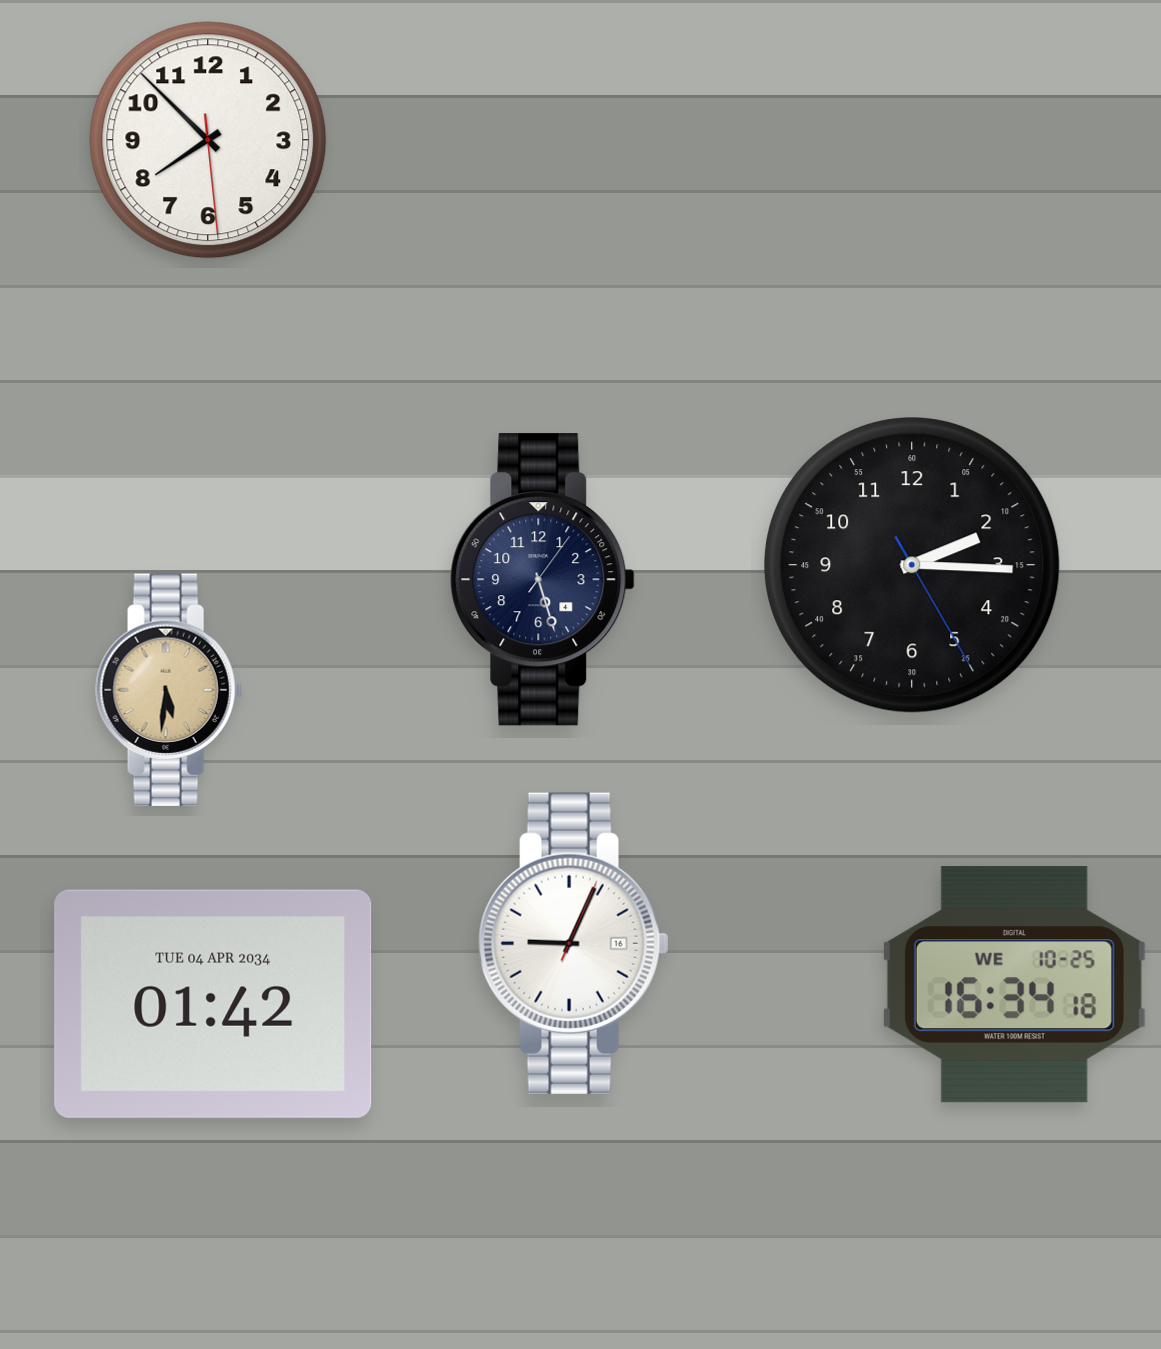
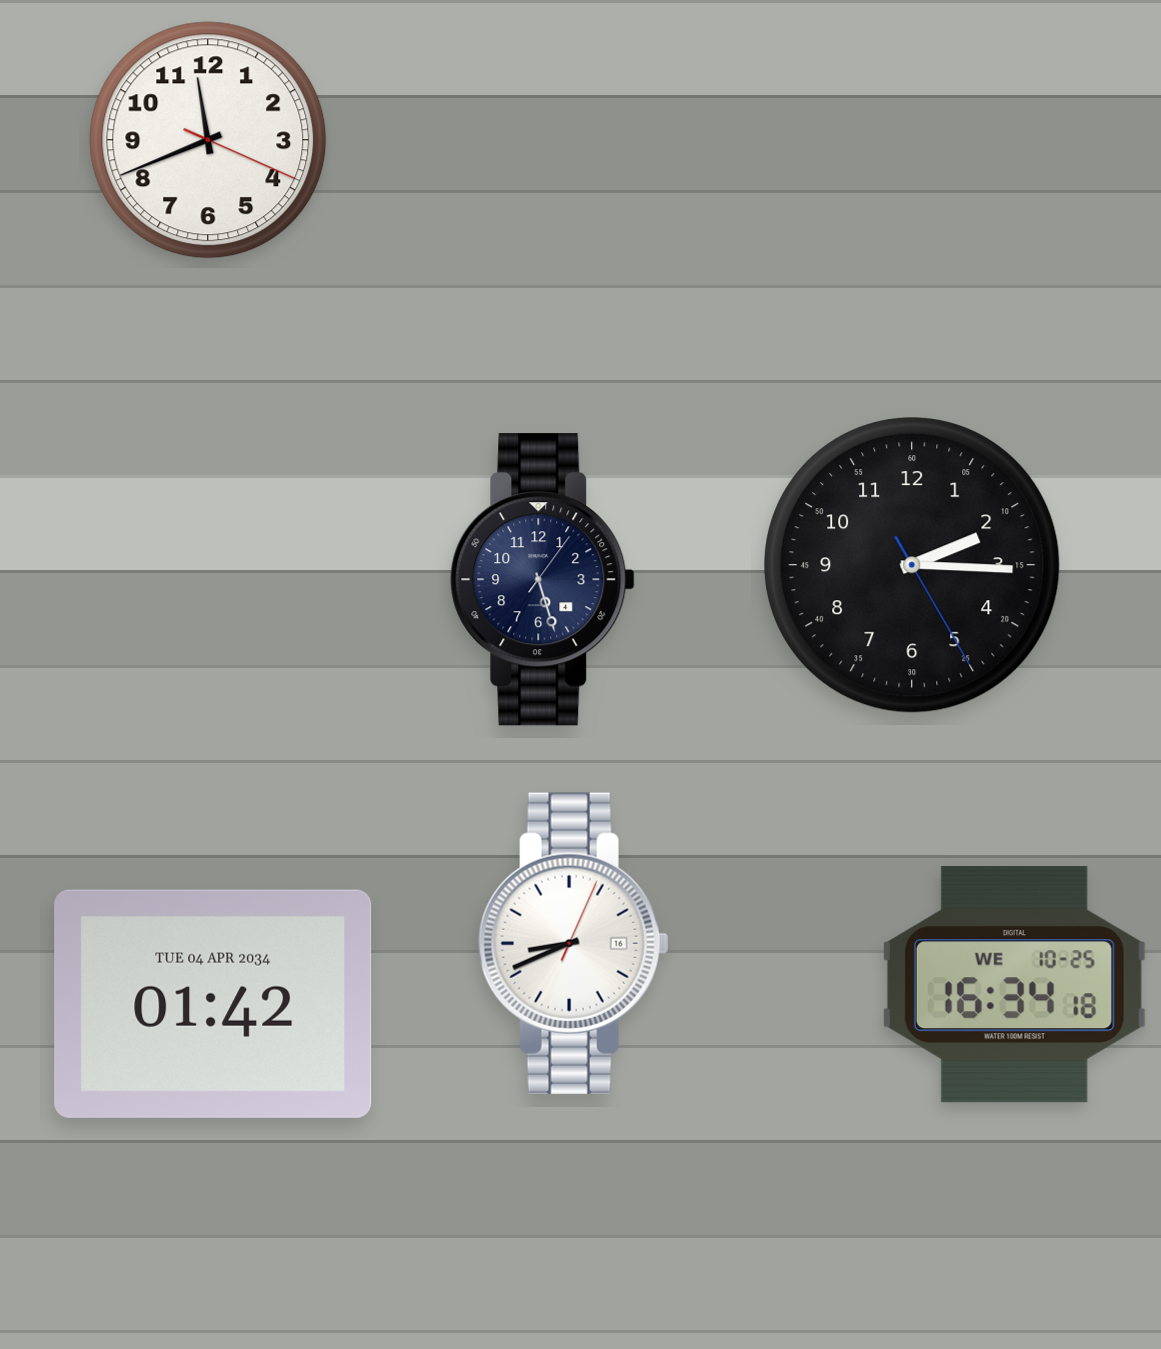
clock at (208, 140): 7:52 -> 11:41
clock at (169, 689): 5:31 -> none
clock at (573, 943): 9:04 -> 8:41
